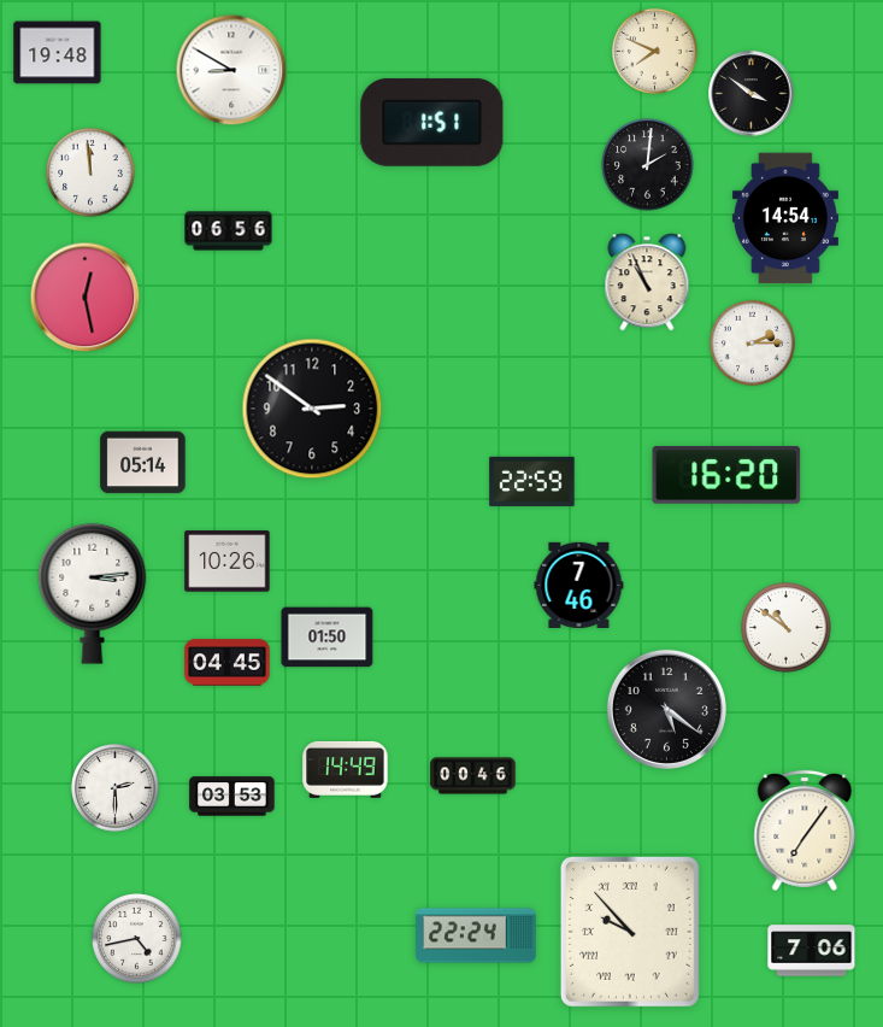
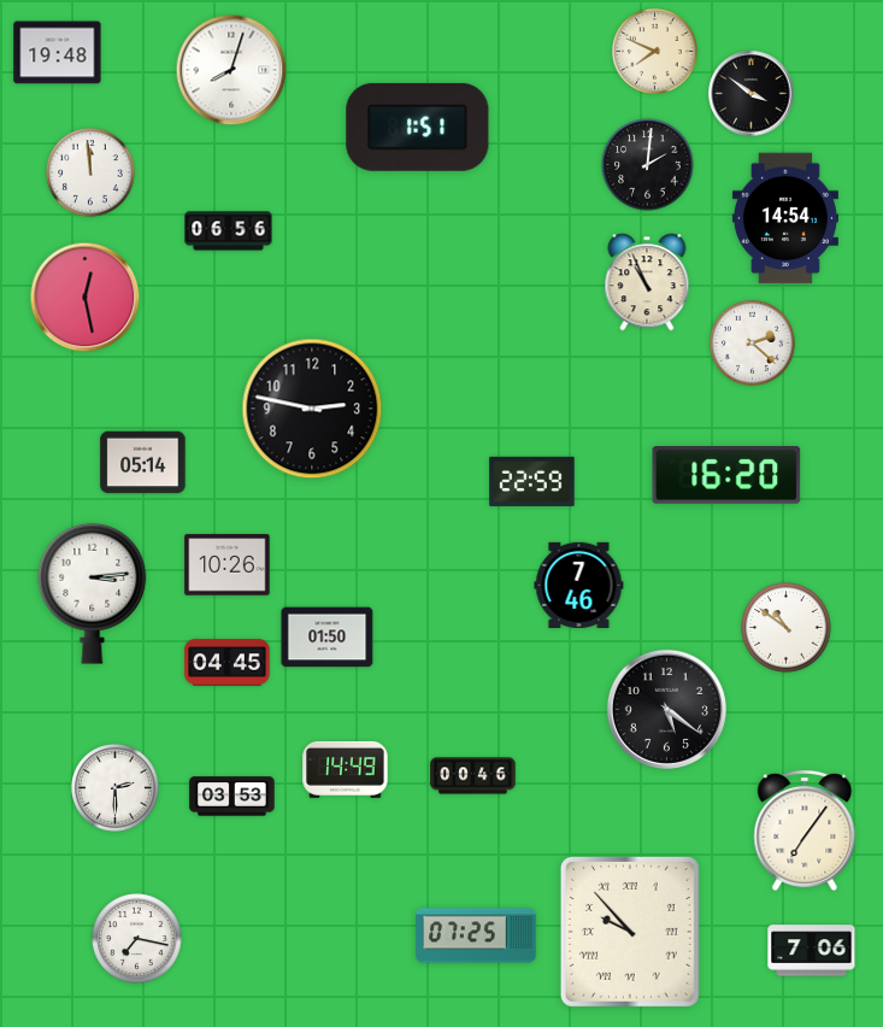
clock at (231, 70): 8:50 -> 8:03
clock at (432, 122) position: (432, 122) -> (418, 127)
clock at (752, 342): 2:15 -> 2:22
clock at (312, 409): 2:51 -> 2:47
clock at (228, 562) position: (228, 562) -> (228, 565)
clock at (476, 935): 22:24 -> 07:25
clock at (137, 939): 4:43 -> 7:17
